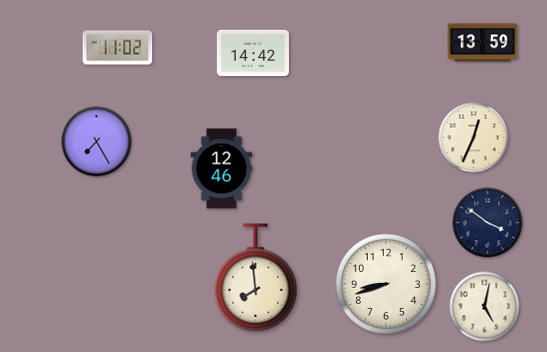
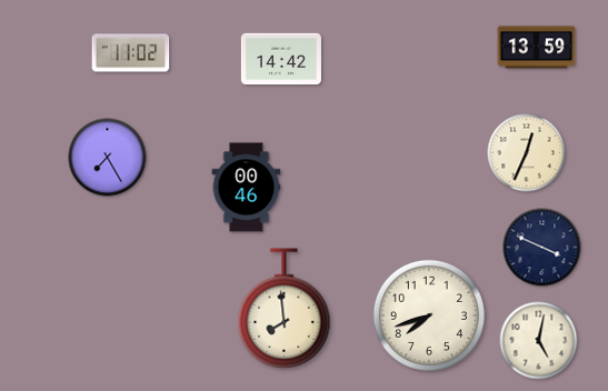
clock at (222, 169): 12:46 -> 00:46
clock at (488, 223): 3:51 -> 3:49
clock at (386, 284): 8:42 -> 7:42
